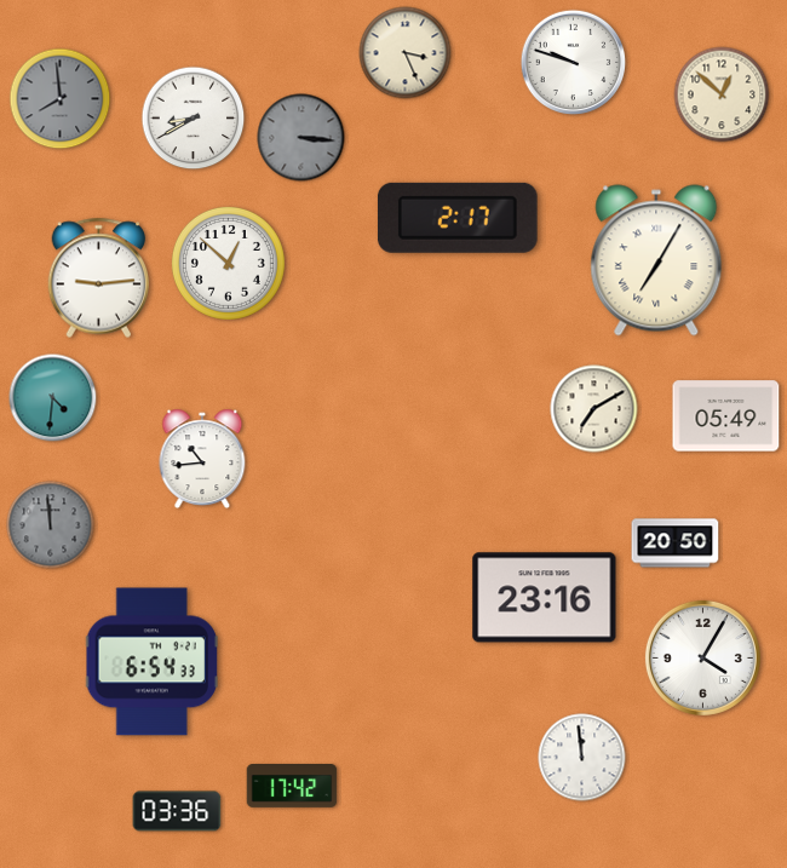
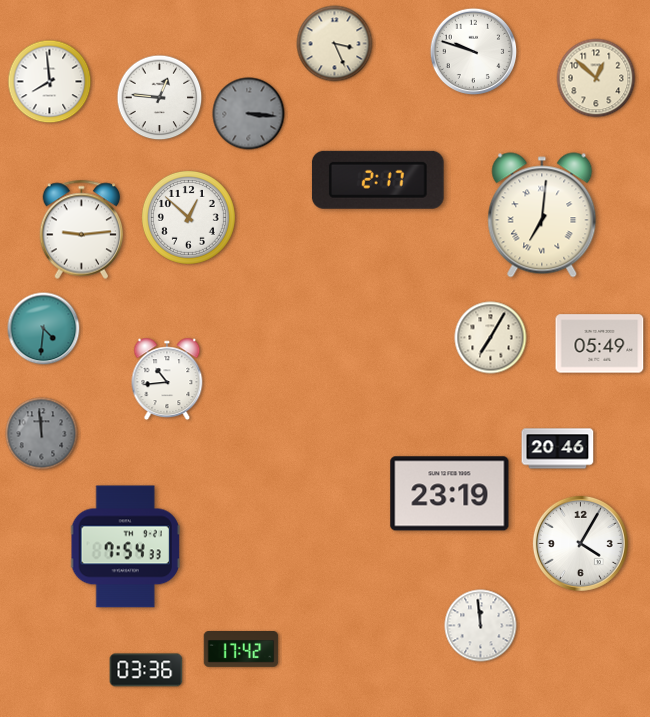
clock at (61, 99) dial: grey -> white
clock at (194, 119): 8:40 -> 12:46
clock at (656, 260): 7:05 -> 7:01
clock at (594, 409): 7:10 -> 7:05
clock at (676, 544): 20:50 -> 20:46
clock at (545, 598): 23:16 -> 23:19
clock at (151, 662): 6:54 -> 7:54
